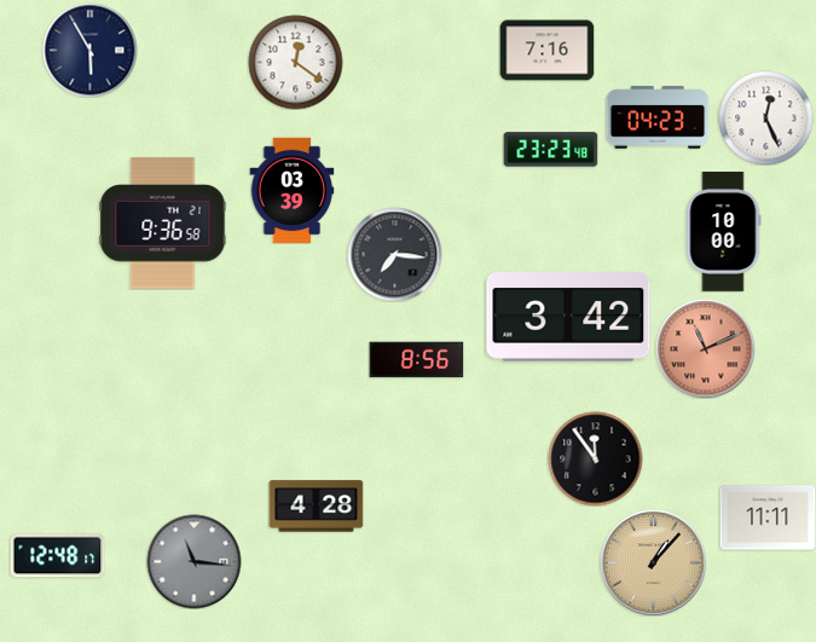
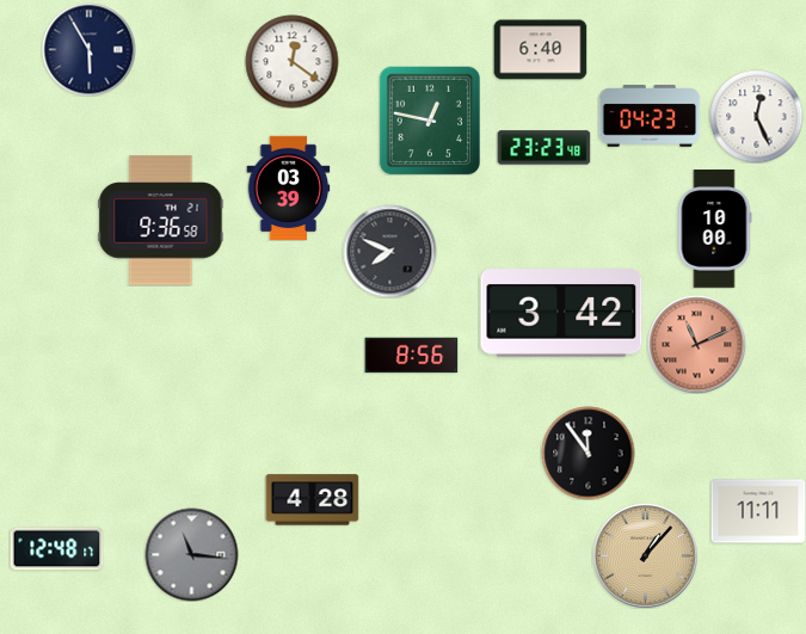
clock at (546, 51): 7:16 -> 6:40
clock at (430, 121): none -> 12:47
clock at (394, 254): 7:16 -> 7:49
